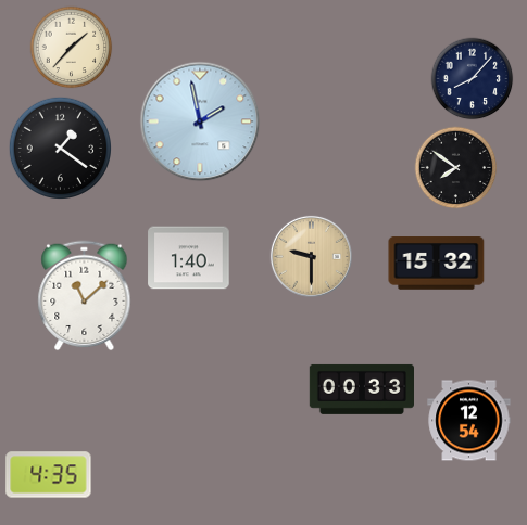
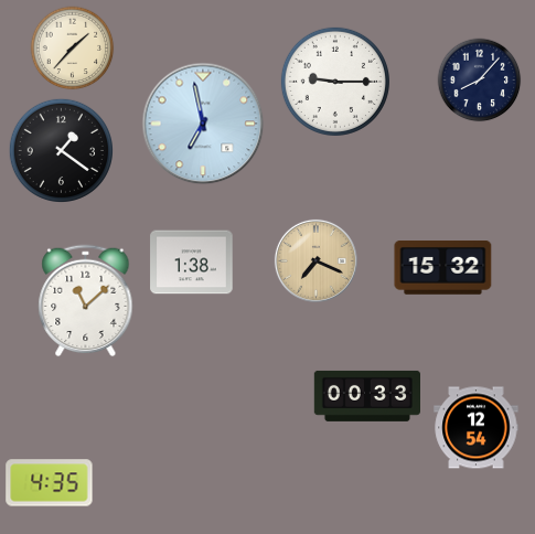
clock at (335, 82): none -> 9:15
clock at (200, 121): 1:58 -> 6:58
clock at (456, 168): 7:51 -> none
clock at (311, 256): 9:30 -> 7:19
clock at (189, 258): 1:40 -> 1:38
